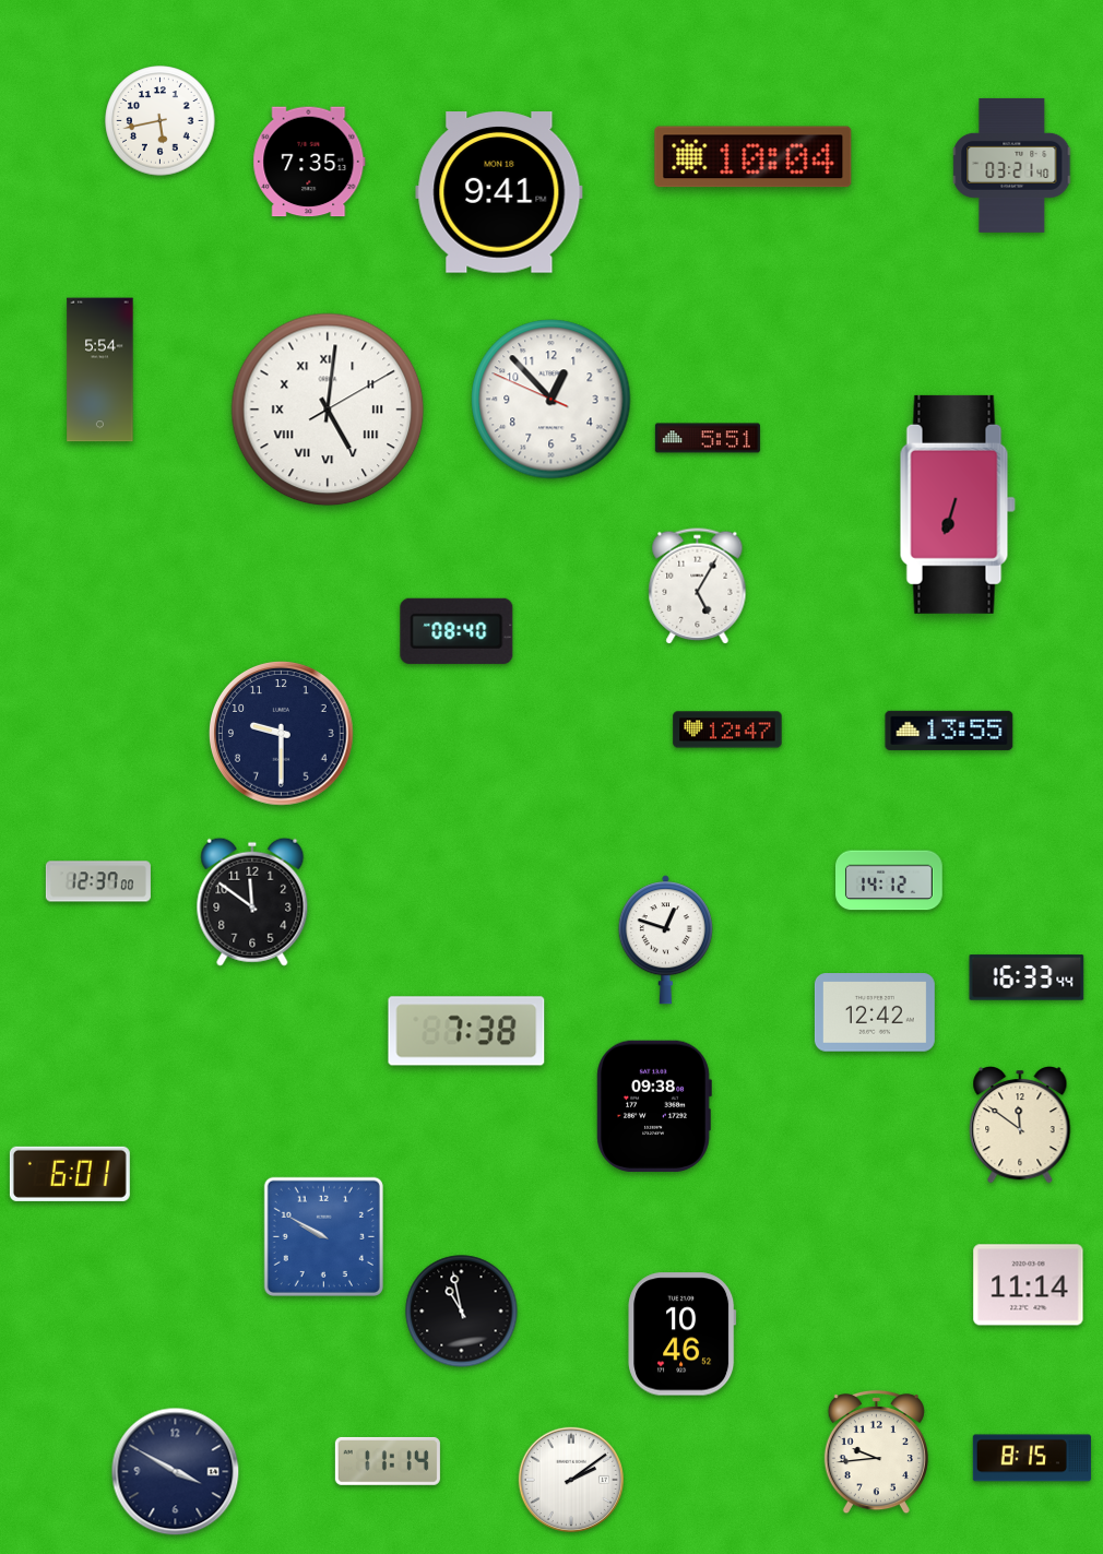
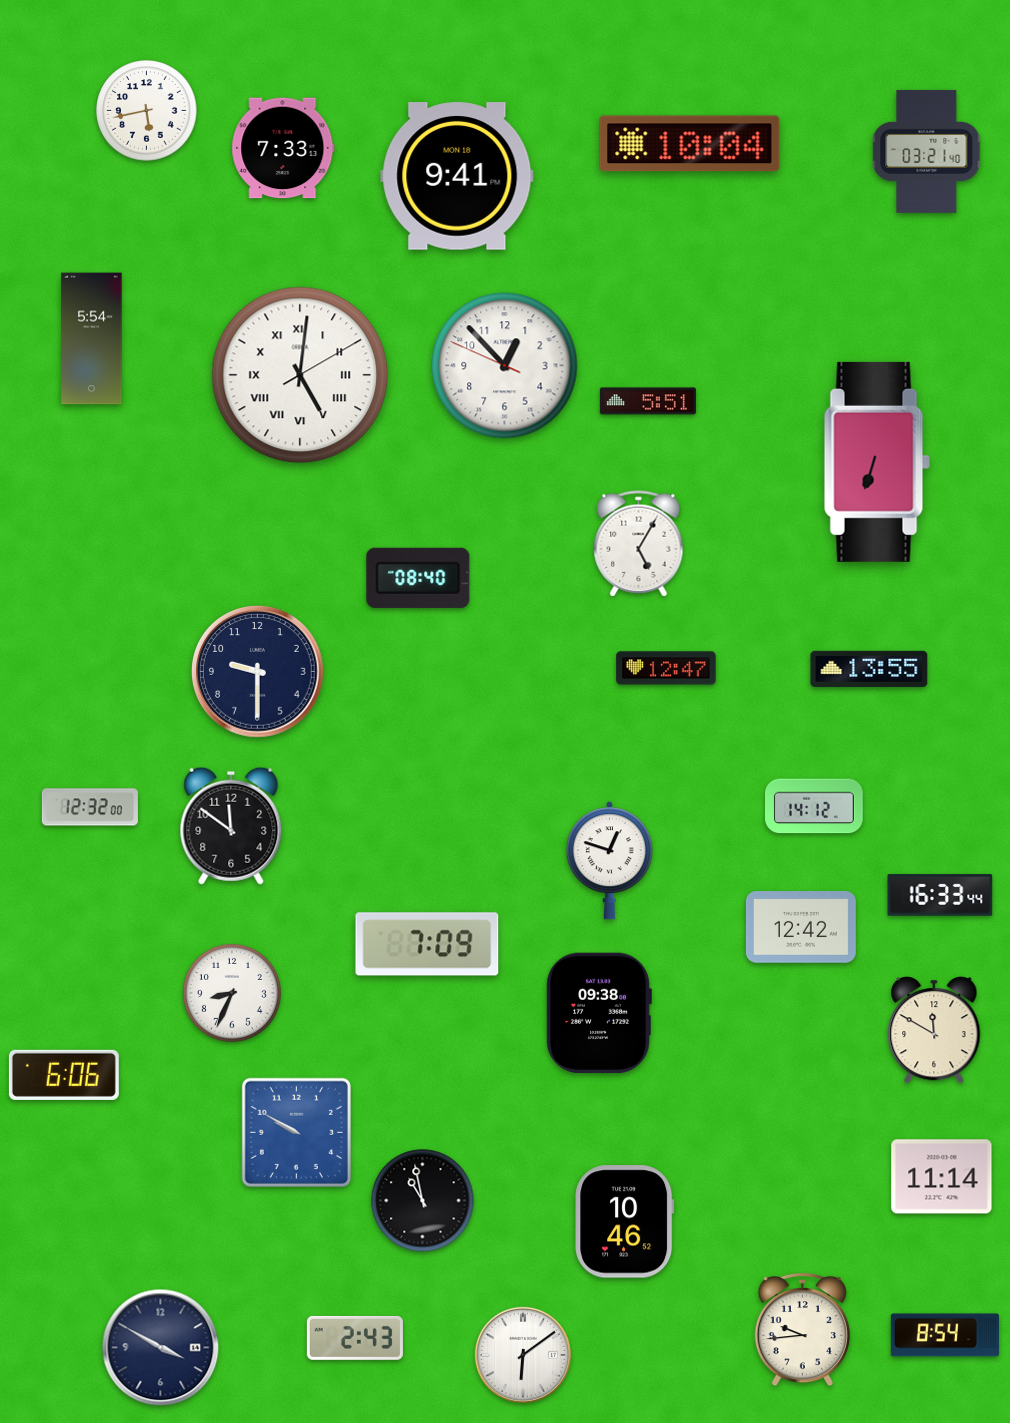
clock at (309, 162): 7:35 -> 7:33
clock at (698, 586) position: (698, 586) -> (639, 544)
clock at (98, 881): 12:37 -> 12:32
clock at (466, 1031): 7:38 -> 7:09
clock at (232, 993): none -> 8:34
clock at (1020, 1126): 11:51 -> 11:50
clock at (70, 1174): 6:01 -> 6:06
clock at (1032, 1458): 8:15 -> 8:54
clock at (388, 1461): 11:14 -> 2:43
clock at (570, 1480): 2:09 -> 6:09
